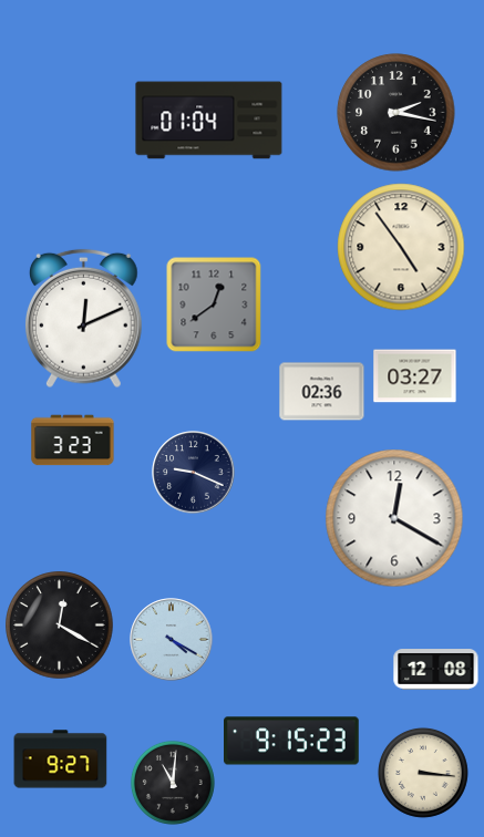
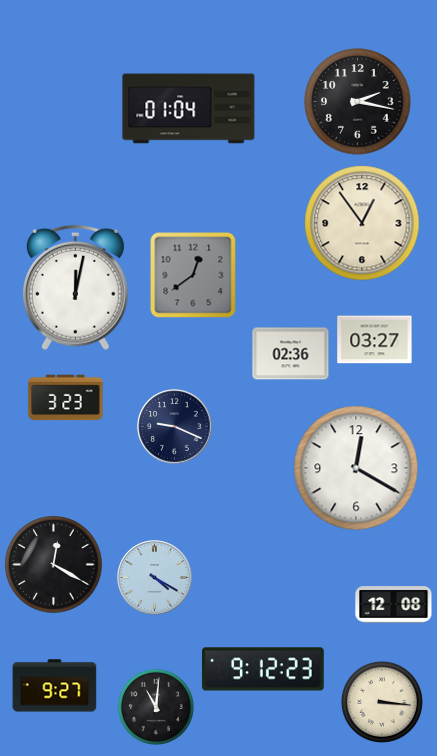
clock at (401, 247): 4:54 -> 12:54
clock at (83, 319): 12:11 -> 12:02
clock at (292, 741): 9:15 -> 9:12
clock at (423, 773) position: (423, 773) -> (382, 702)
